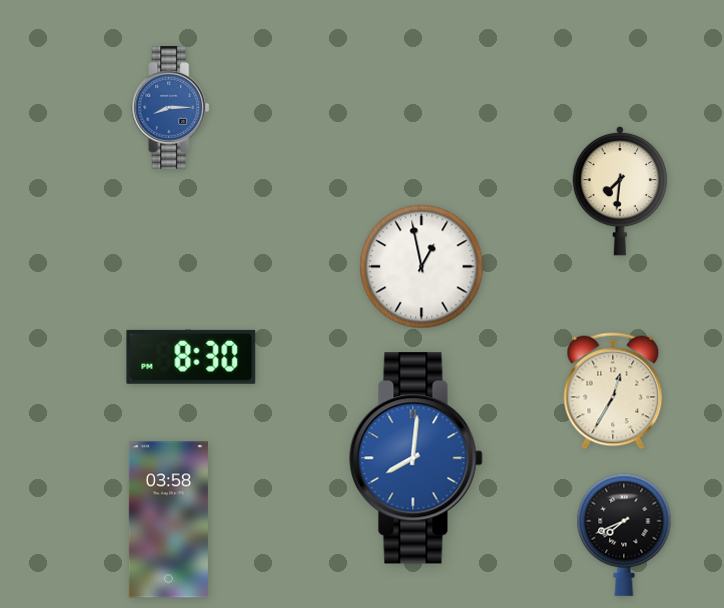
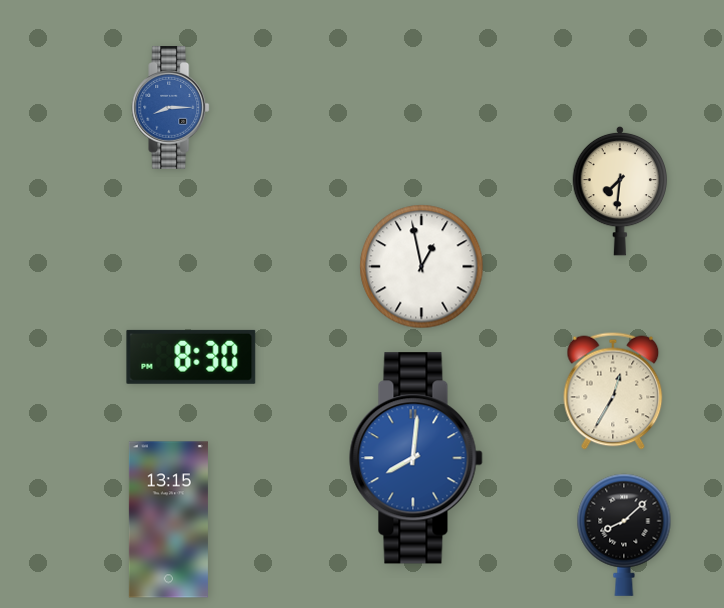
clock at (168, 520): 03:58 -> 13:15
clock at (624, 535): 7:41 -> 8:08
